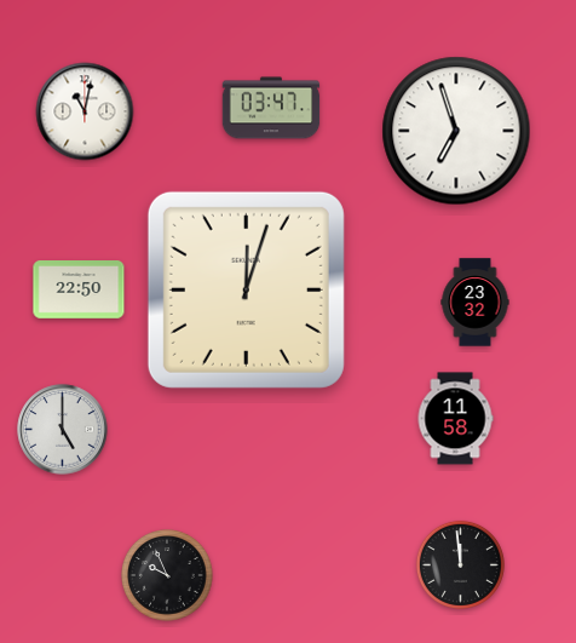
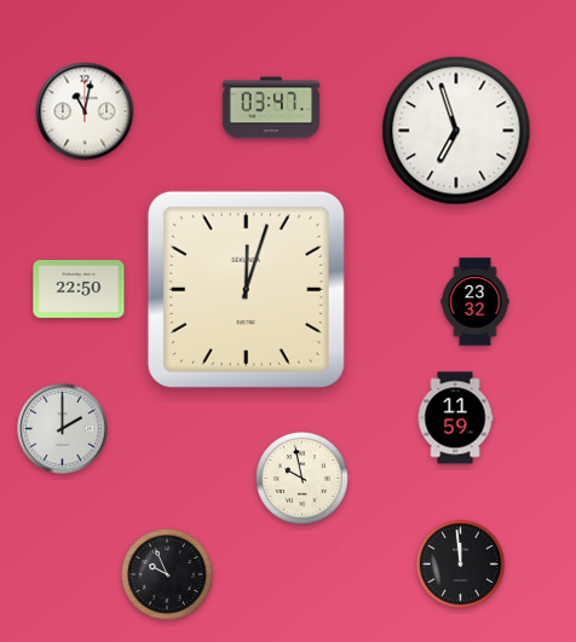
clock at (455, 419): 11:58 -> 11:59
clock at (63, 430): 5:00 -> 2:00
clock at (303, 479): none -> 9:58
